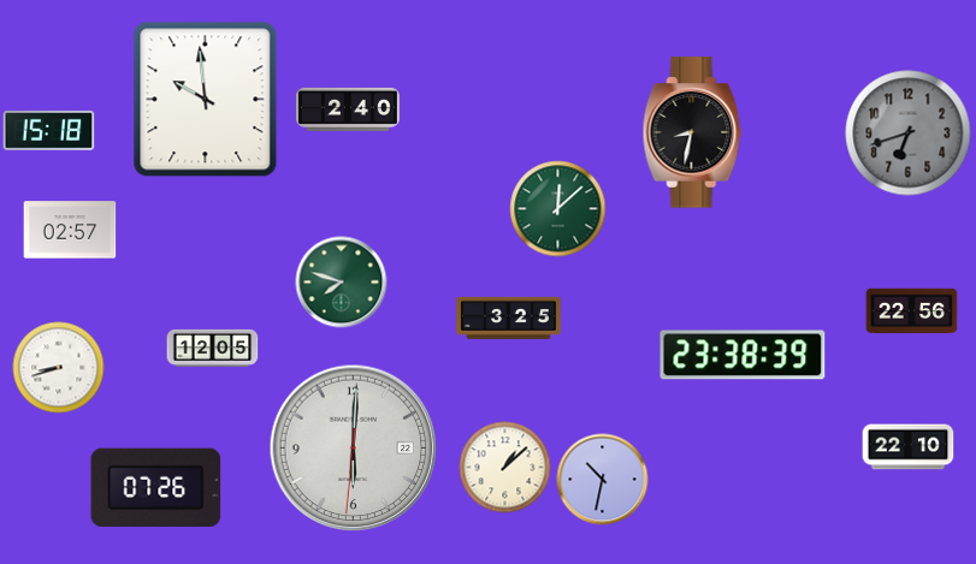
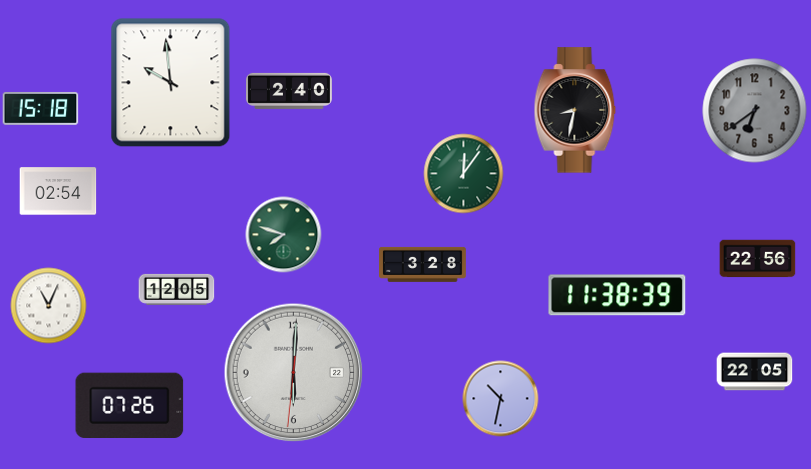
clock at (909, 133): 6:42 -> 6:39
clock at (558, 209): 12:08 -> 12:06
clock at (70, 230): 02:57 -> 02:54
clock at (509, 317): 3:25 -> 3:28
clock at (743, 355): 23:38 -> 11:38
clock at (59, 368): 8:42 -> 11:04
clock at (909, 447): 22:10 -> 22:05
clock at (505, 468): 1:08 -> none
